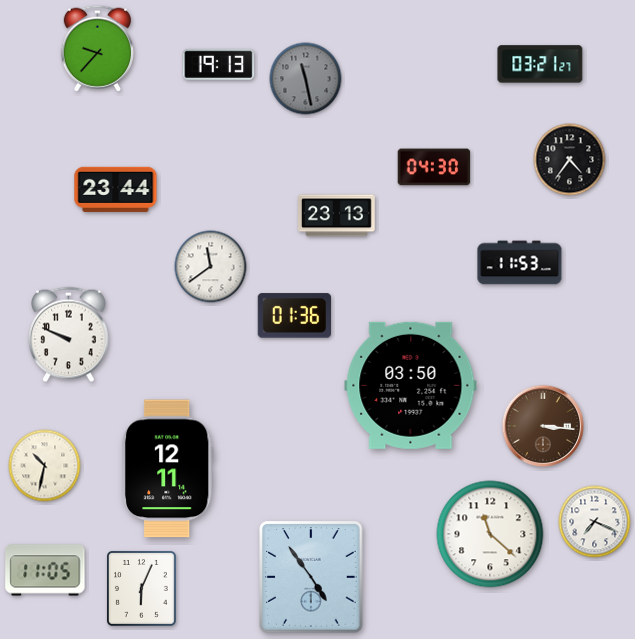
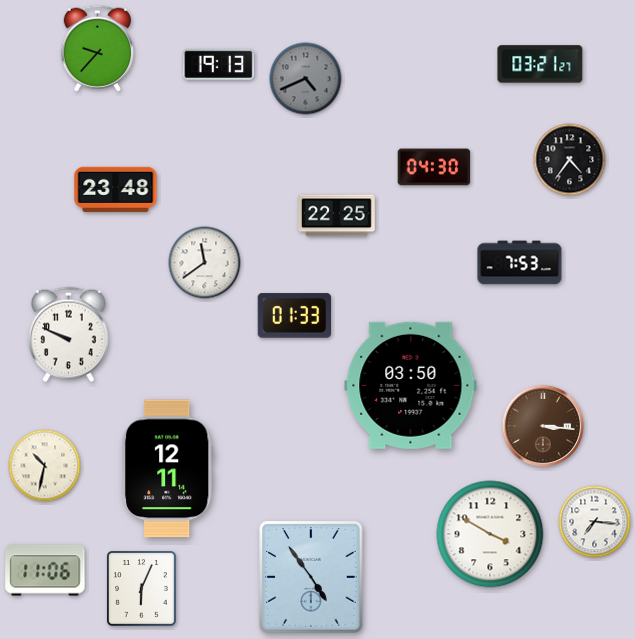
clock at (306, 79): 11:28 -> 4:41
clock at (116, 189): 23:44 -> 23:48
clock at (337, 216): 23:13 -> 22:25
clock at (520, 263): 11:53 -> 7:53
clock at (211, 267) position: (211, 267) -> (205, 263)
clock at (294, 316): 01:36 -> 01:33
clock at (595, 522): 7:19 -> 7:16
clock at (490, 534): 11:22 -> 3:50
clock at (45, 570): 11:05 -> 11:06
